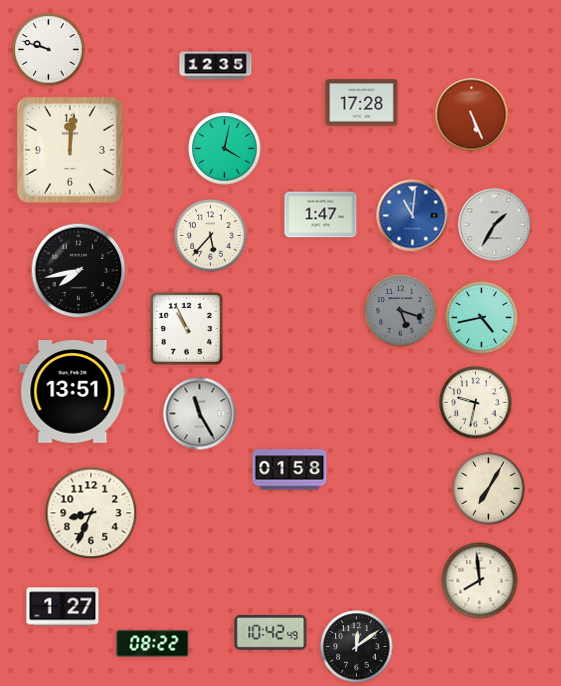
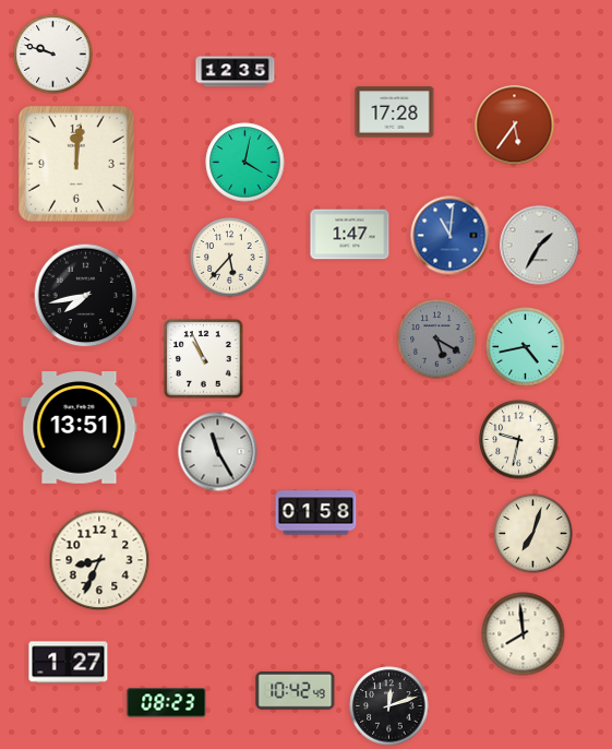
clock at (472, 115): 5:26 -> 5:36
clock at (401, 311): 5:18 -> 5:20
clock at (489, 489): 7:05 -> 7:03
clock at (153, 644): 08:22 -> 08:23
clock at (357, 647): 12:09 -> 12:12
